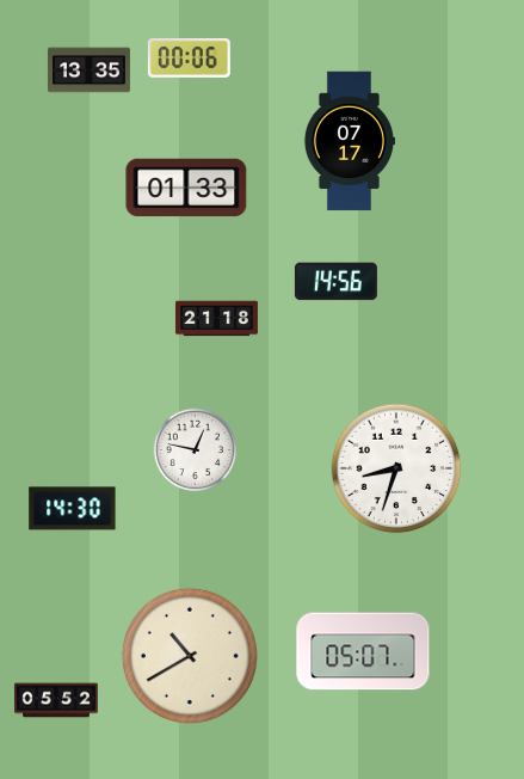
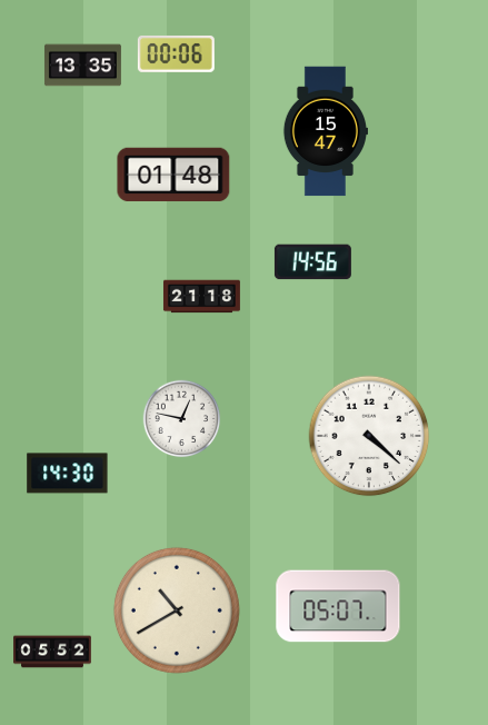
clock at (349, 141): 07:17 -> 15:47
clock at (186, 188): 01:33 -> 01:48
clock at (396, 468): 8:33 -> 4:22
